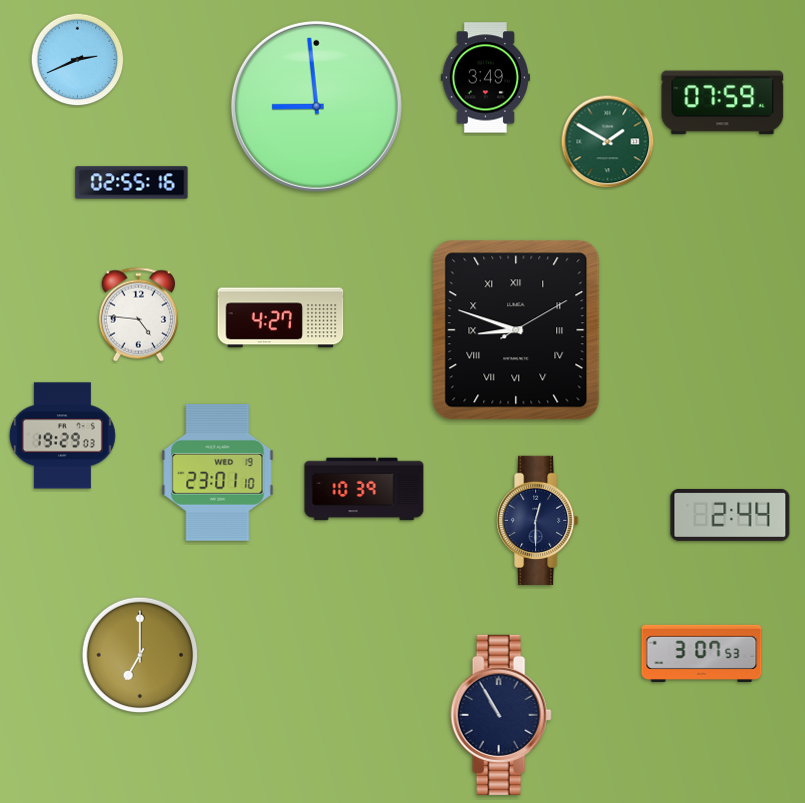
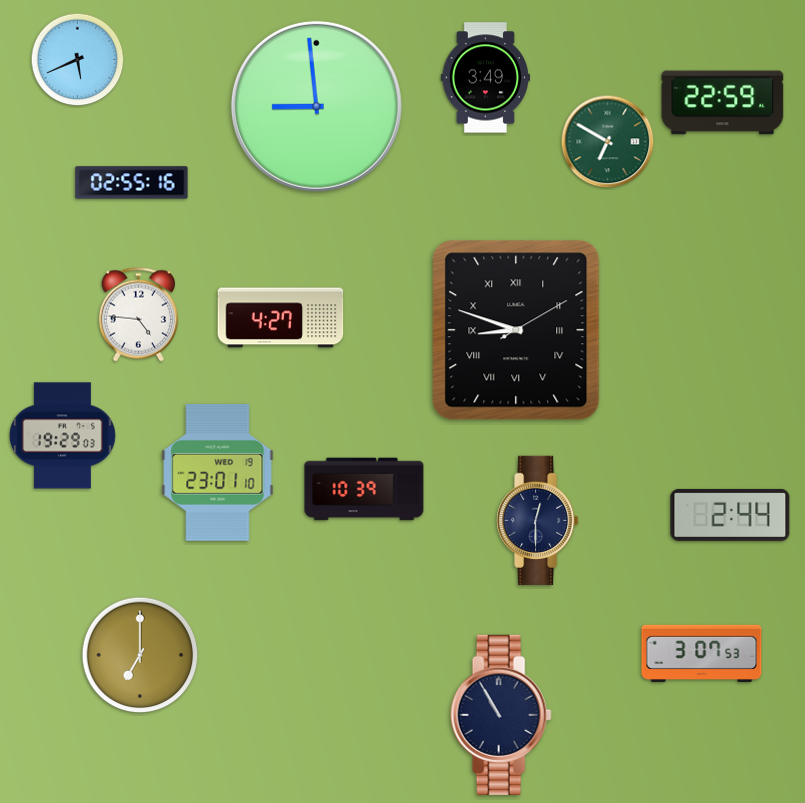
clock at (78, 60): 2:41 -> 5:41
clock at (723, 103): 07:59 -> 22:59
clock at (608, 142): 1:50 -> 6:50
